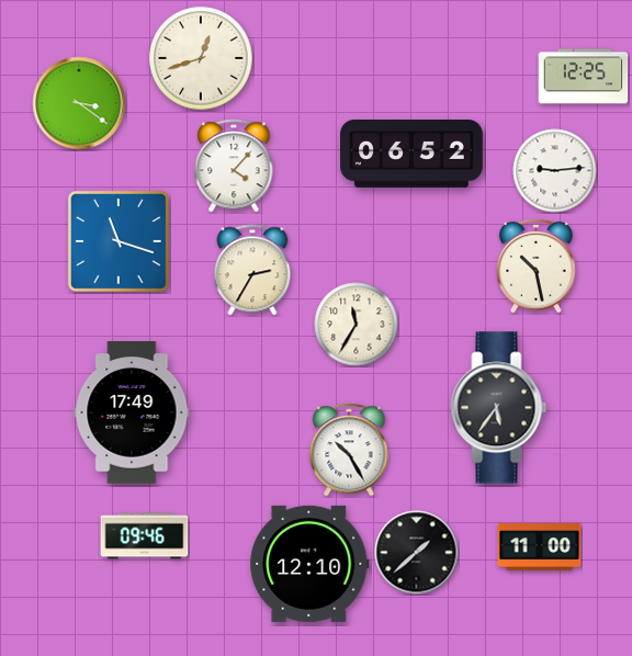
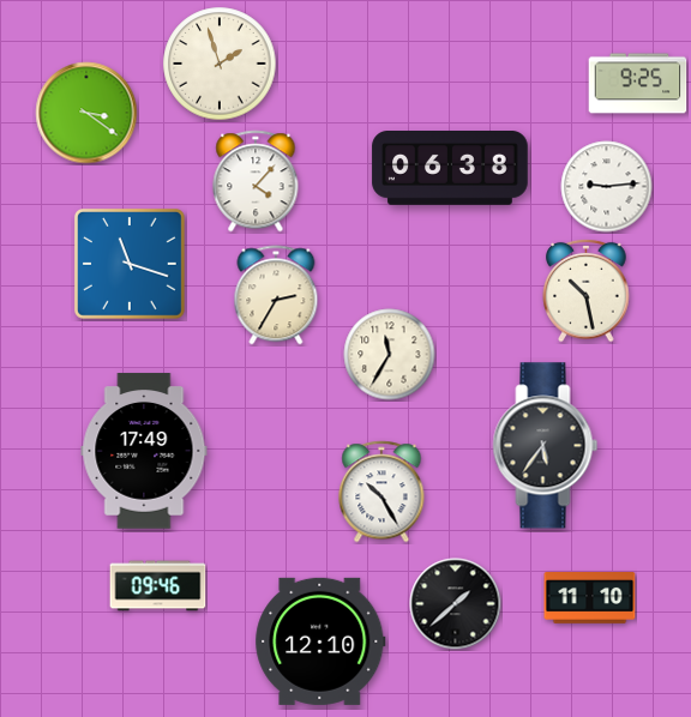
clock at (201, 58): 12:42 -> 1:57
clock at (584, 77): 12:25 -> 9:25
clock at (411, 155): 06:52 -> 06:38
clock at (540, 547): 11:00 -> 11:10
clock at (309, 564) position: (309, 564) -> (320, 641)
